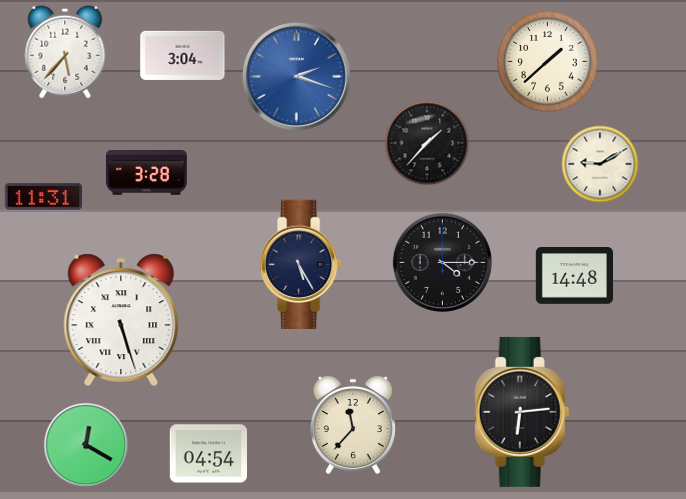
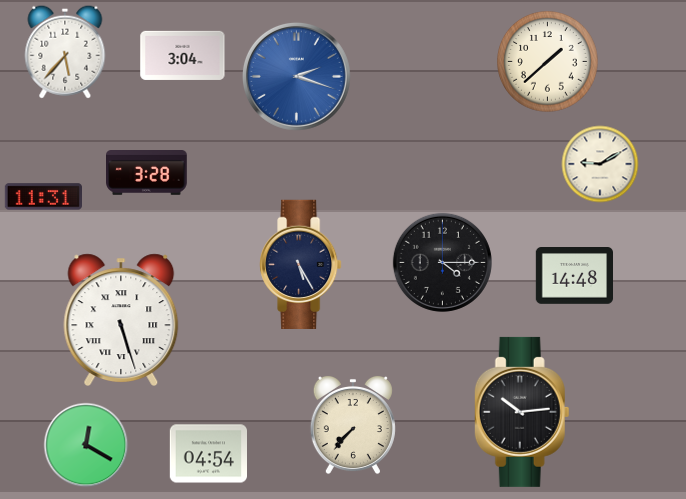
clock at (427, 143): 1:37 -> none
clock at (522, 412): 6:14 -> 10:14
clock at (353, 425): 11:37 -> 7:37
